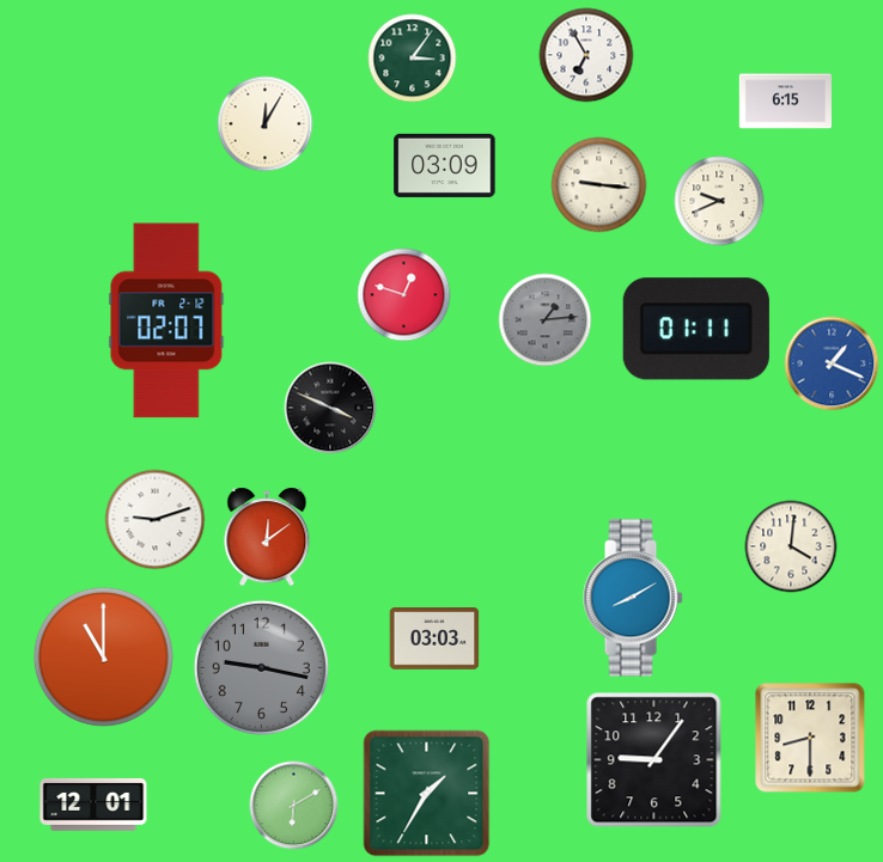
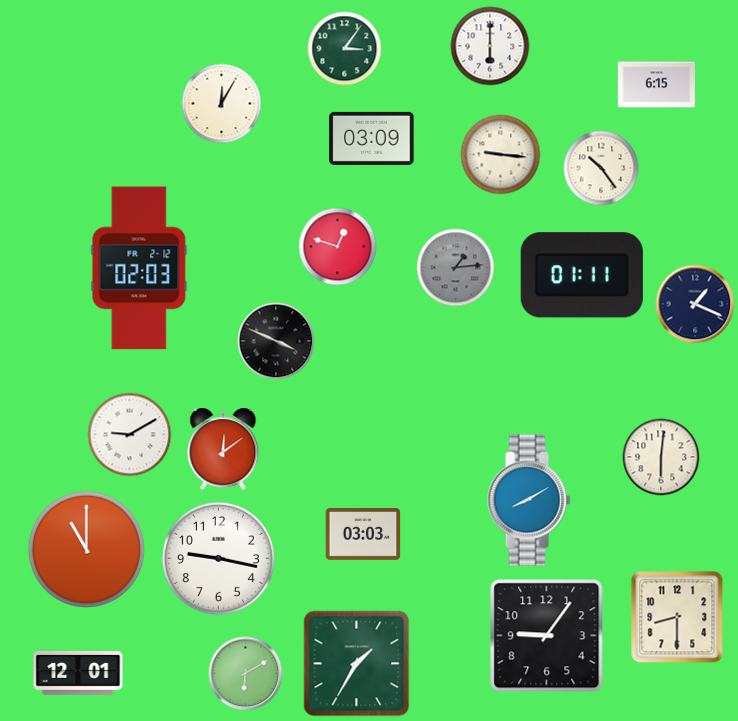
clock at (586, 55): 6:55 -> 6:00
clock at (719, 201): 9:41 -> 10:24
clock at (166, 320): 02:07 -> 02:03
clock at (832, 363) dial: blue -> navy
clock at (156, 520): 9:12 -> 9:10
clock at (791, 546): 4:01 -> 6:01
clock at (261, 667) dial: grey -> white
